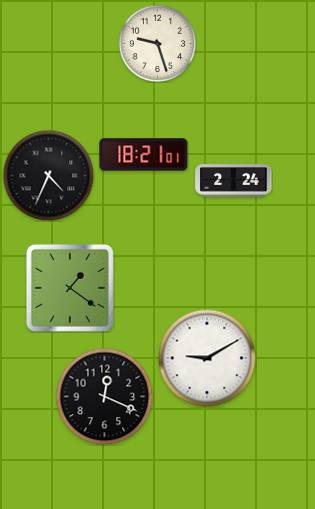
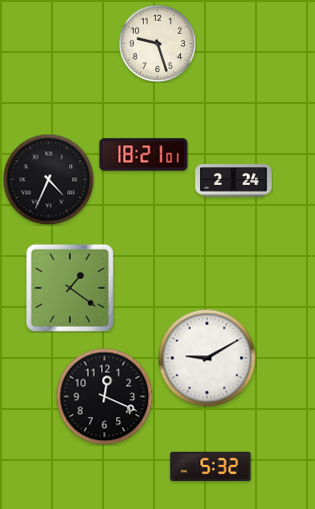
clock at (48, 175) position: (48, 175) -> (48, 179)
clock at (211, 467): none -> 5:32
